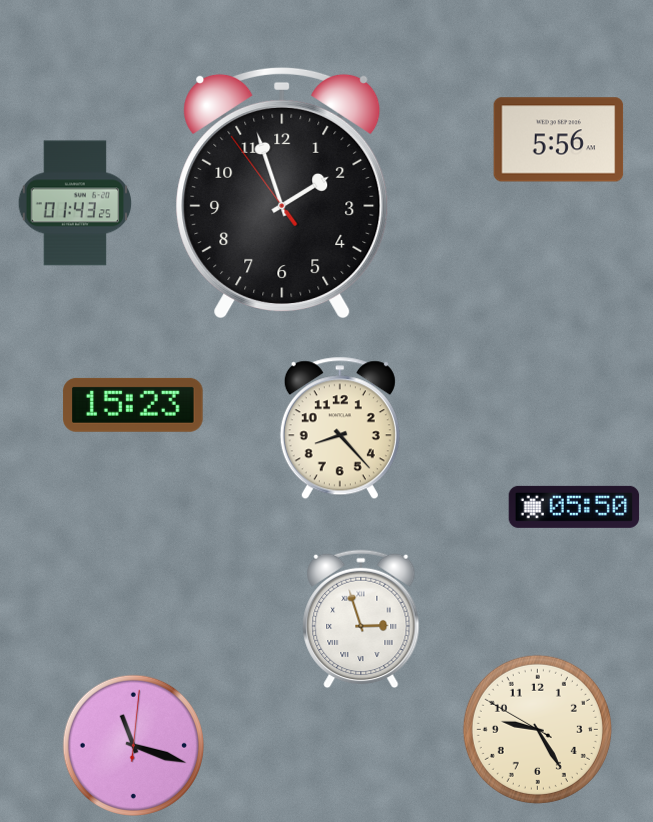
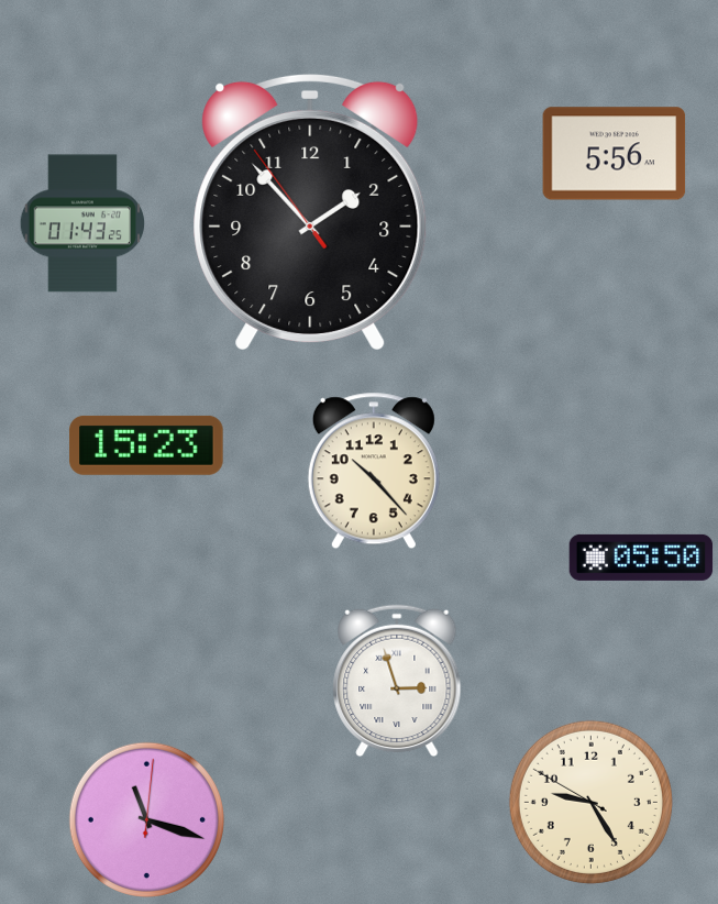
clock at (282, 192): 1:56 -> 1:52
clock at (340, 428): 8:23 -> 10:23
clock at (574, 507) position: (574, 507) -> (641, 558)
